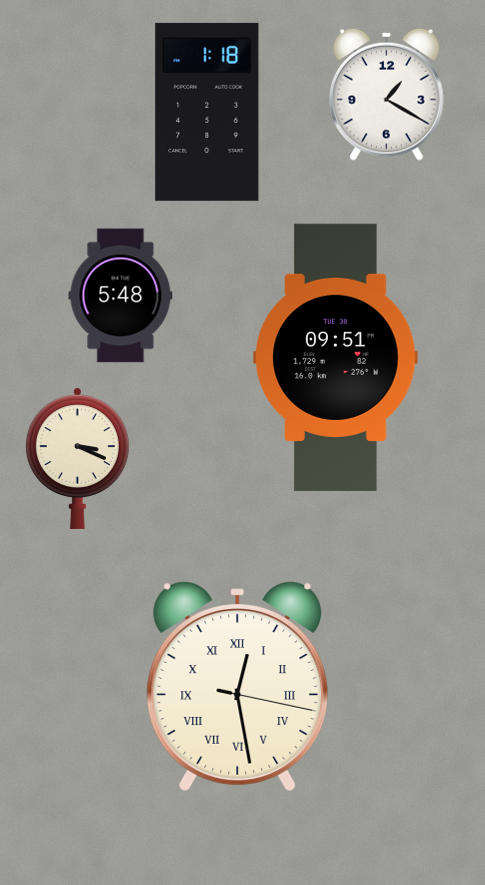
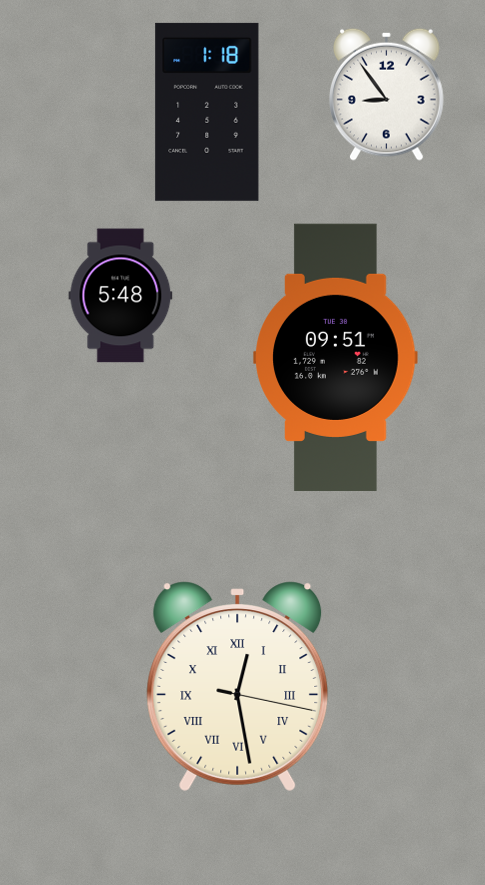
clock at (387, 94): 1:20 -> 8:54
clock at (77, 458): 3:19 -> none
